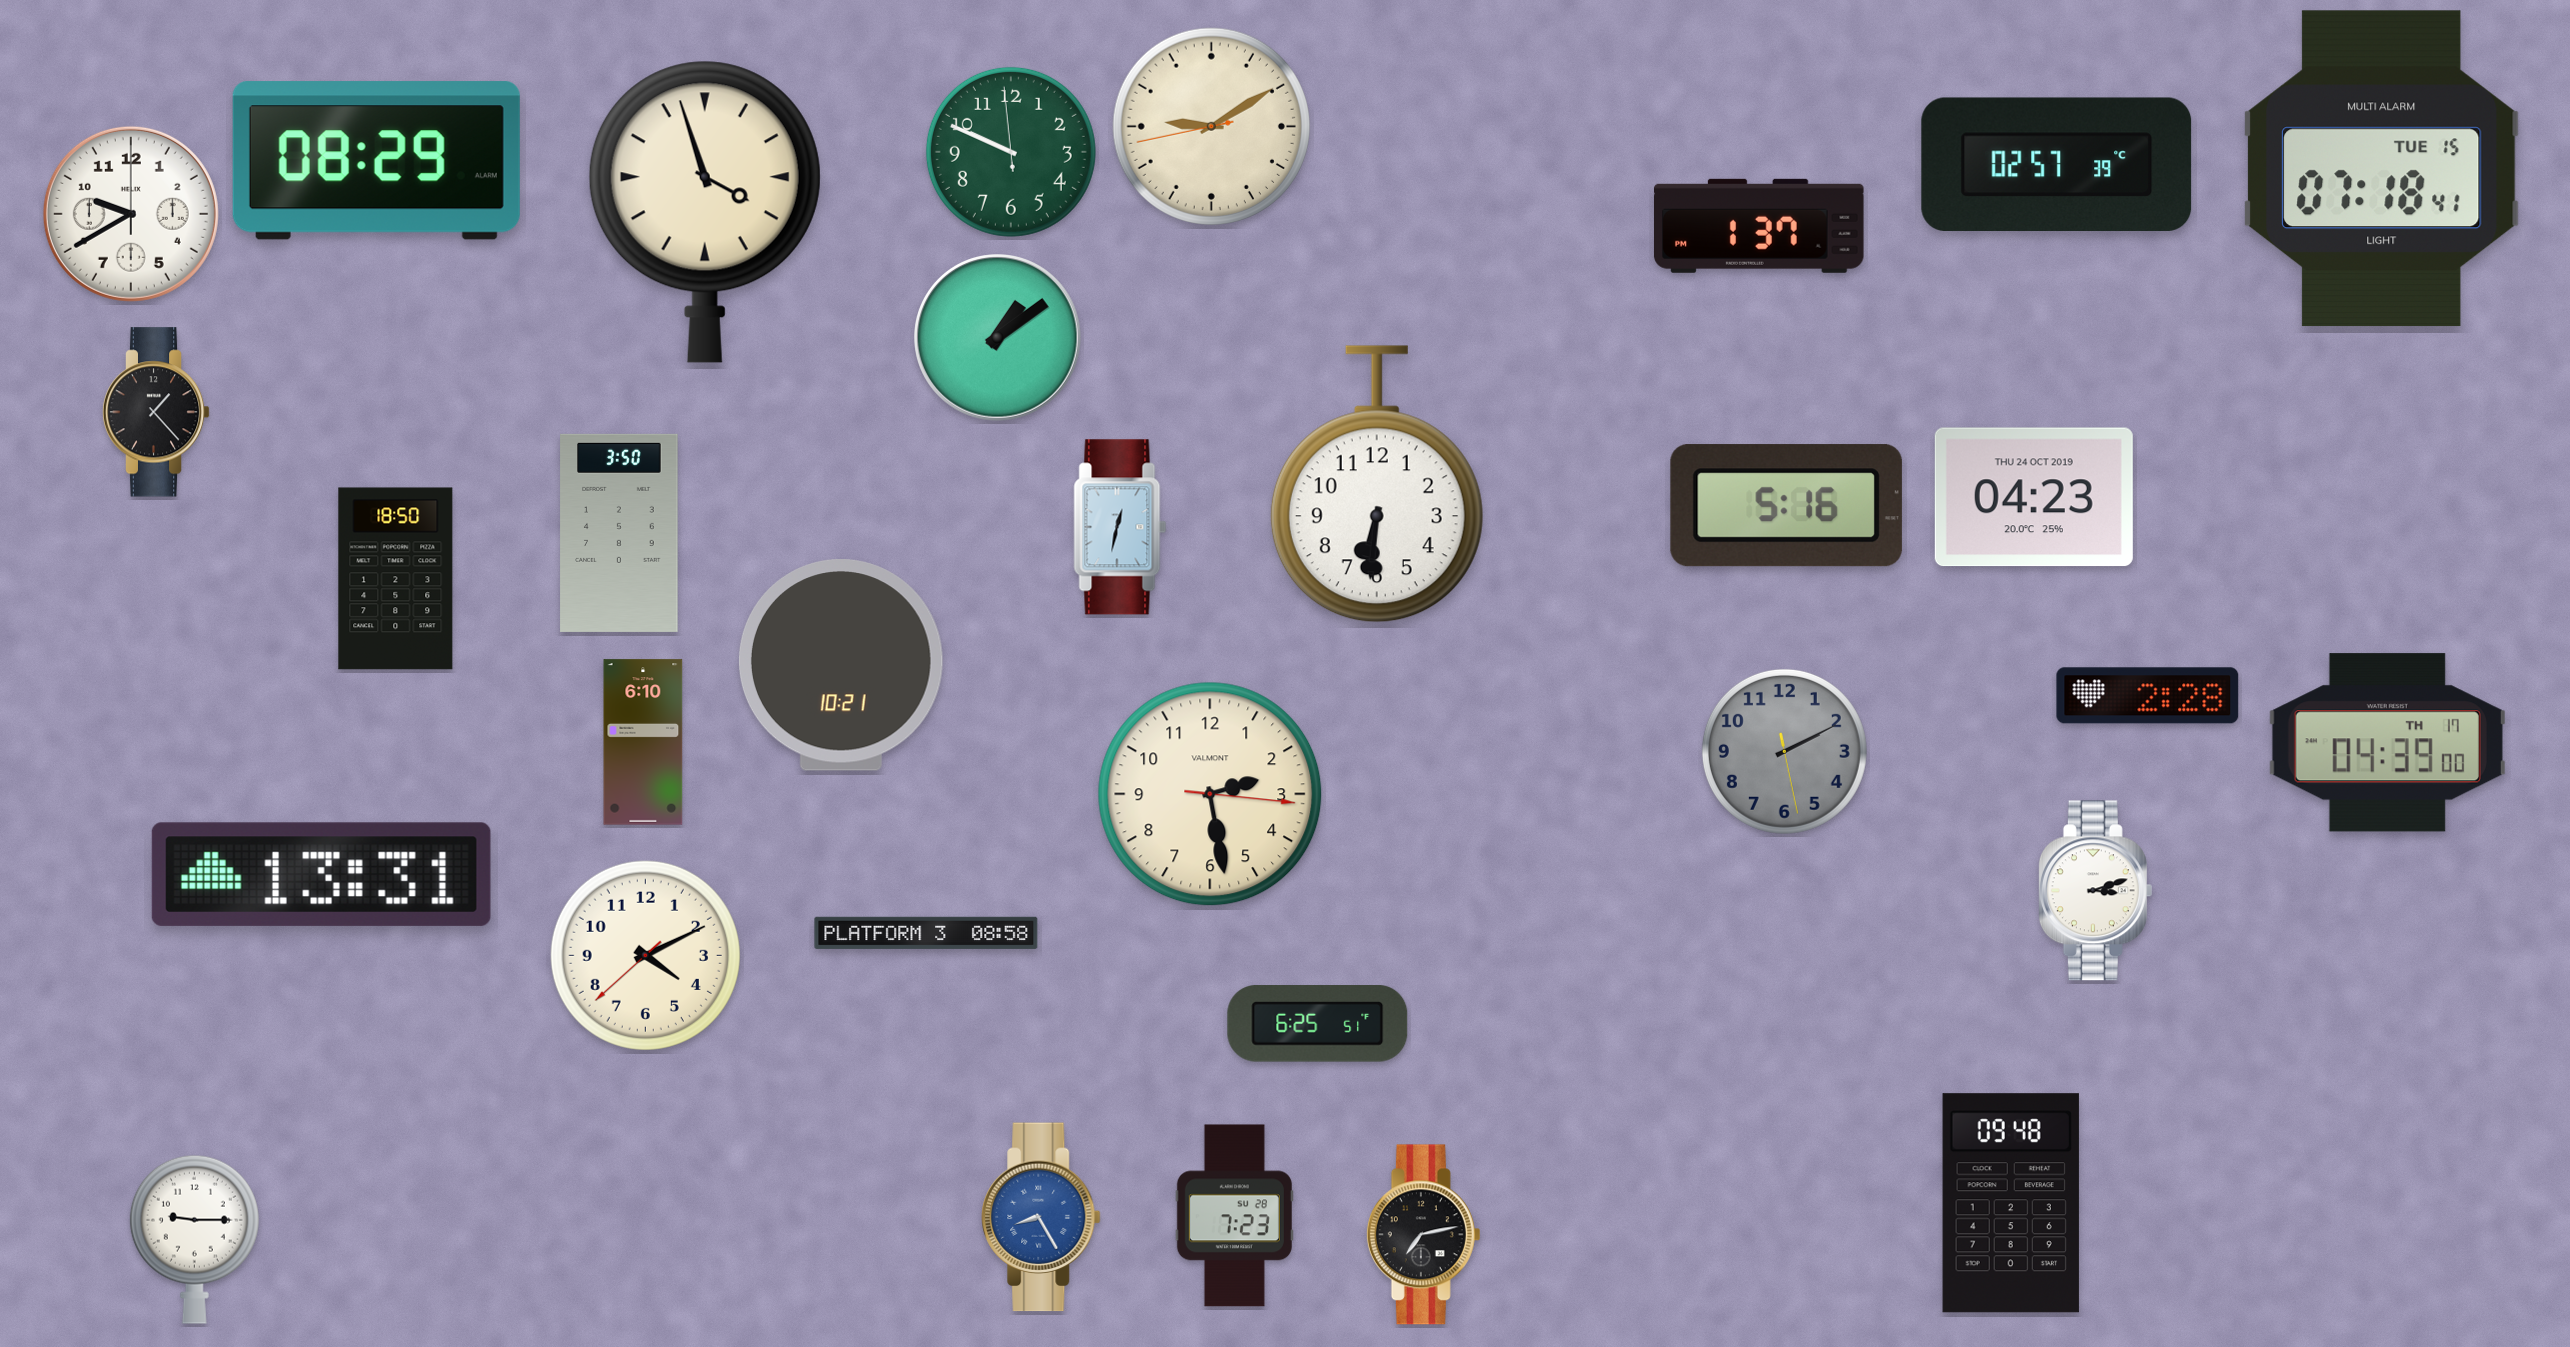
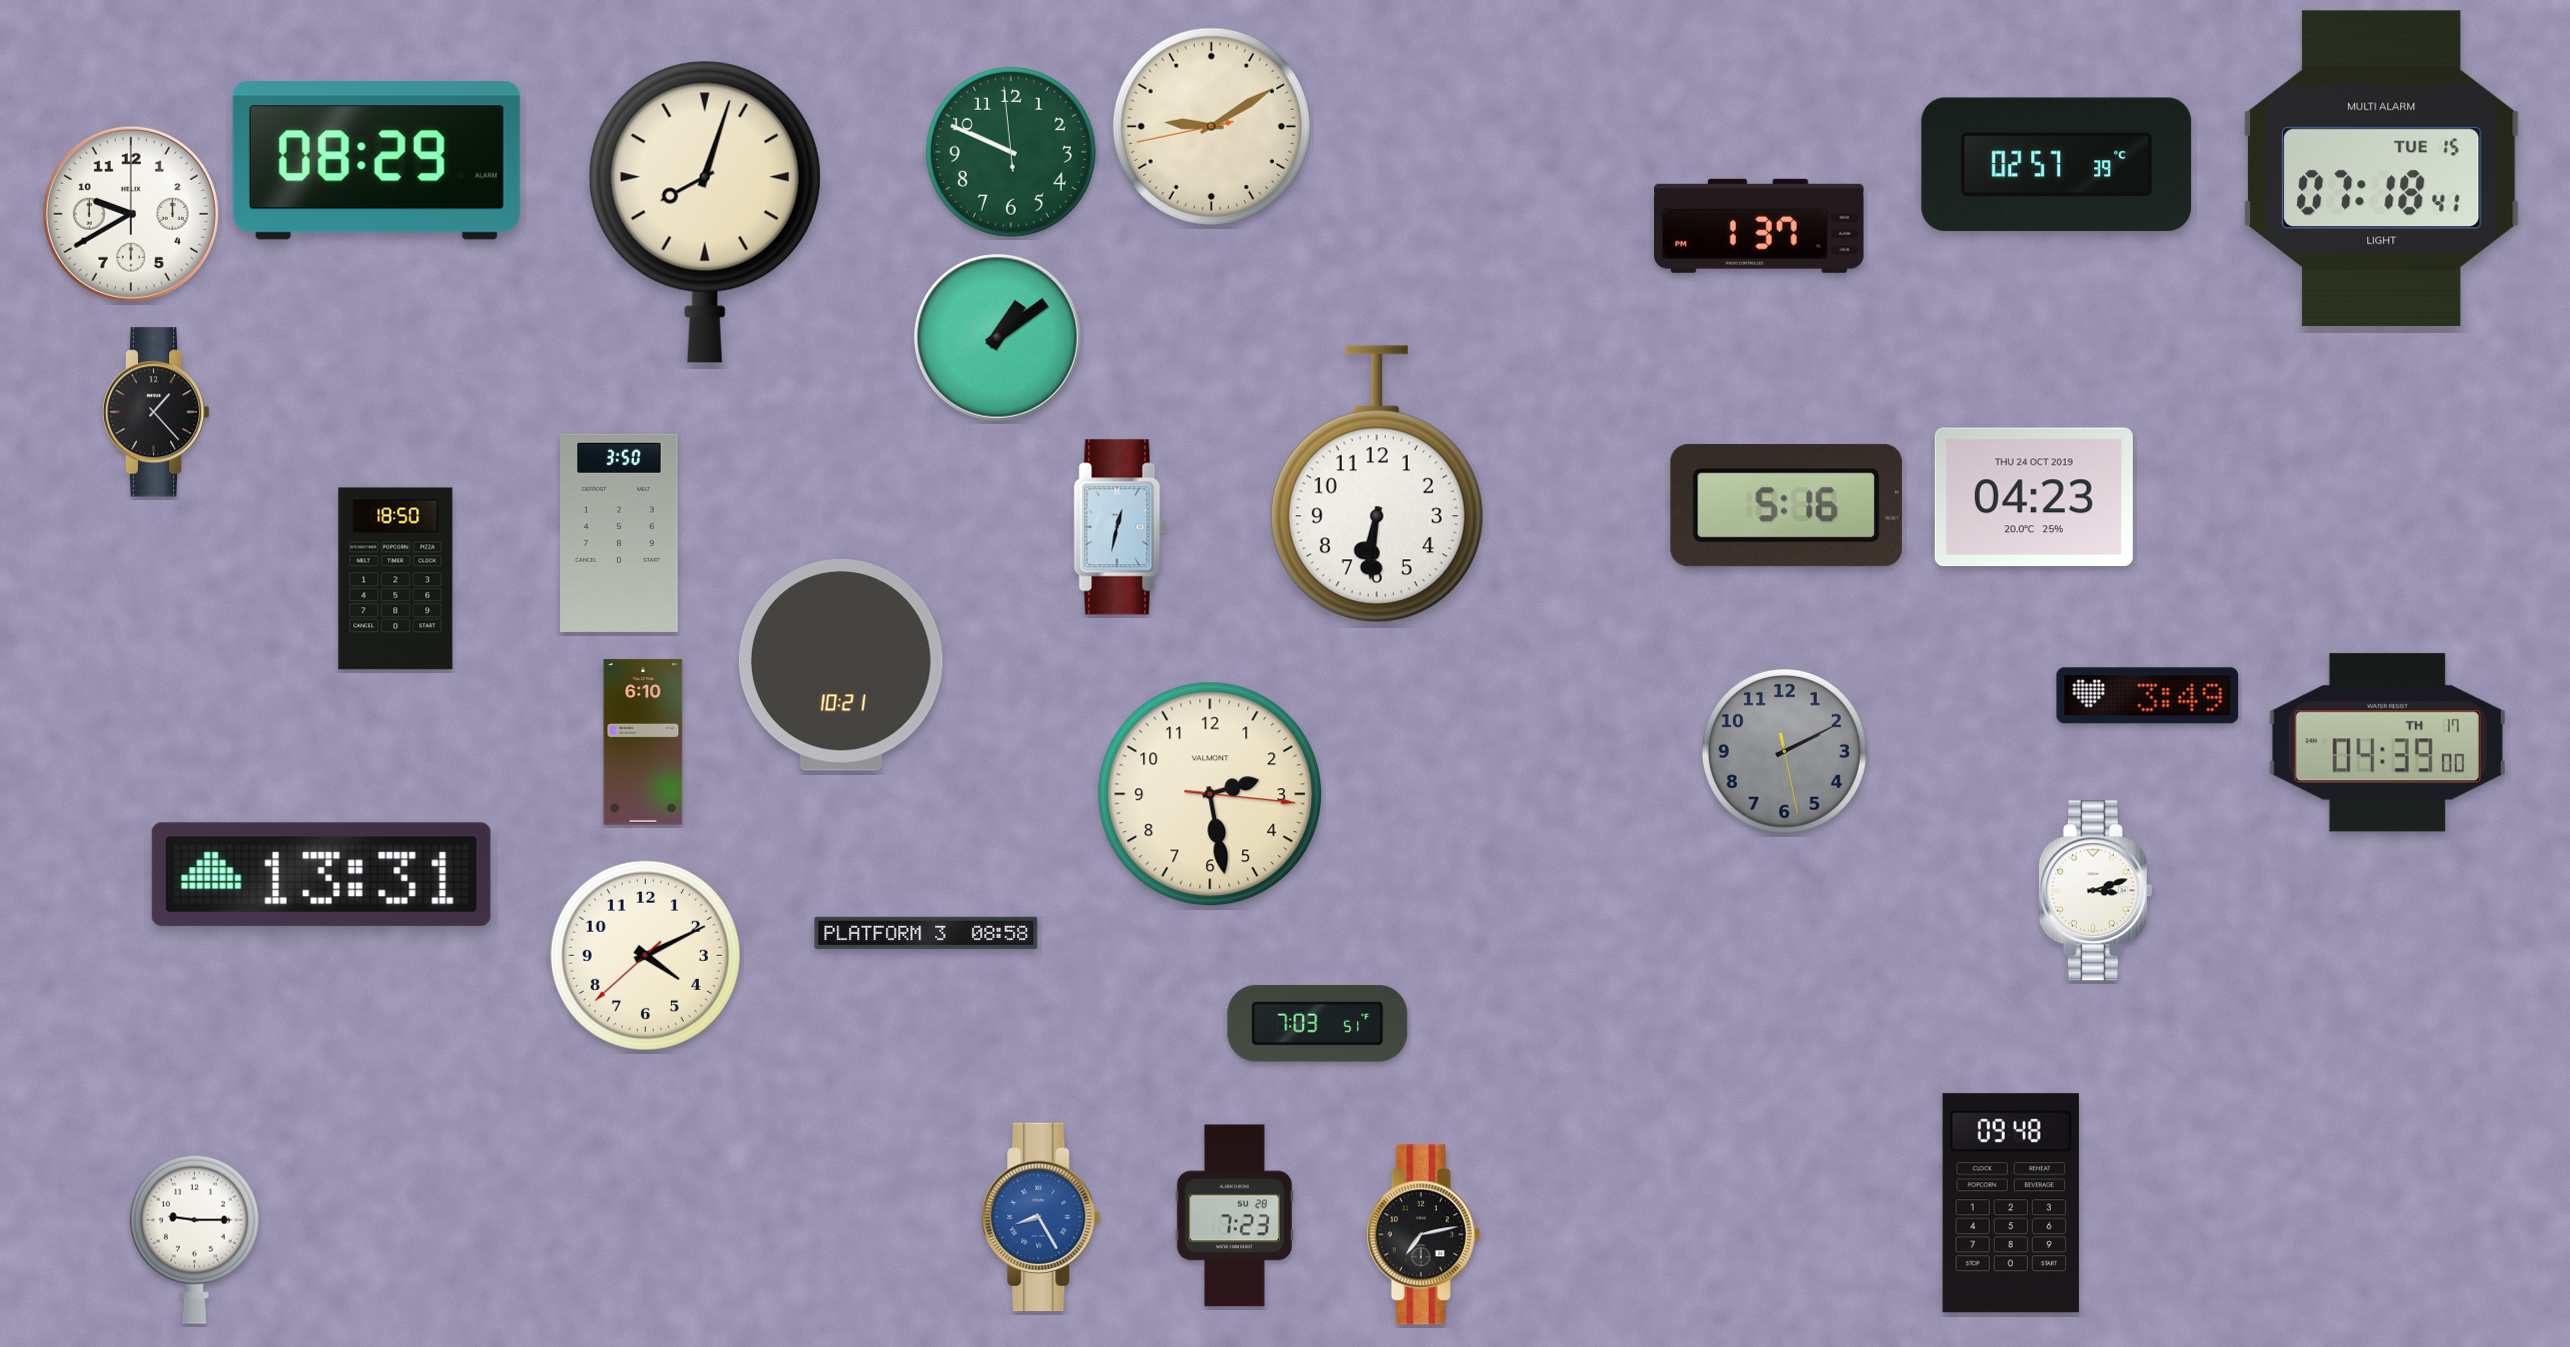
clock at (705, 212): 3:57 -> 8:03
clock at (2148, 696): 2:28 -> 3:49
clock at (1318, 1024): 6:25 -> 7:03
